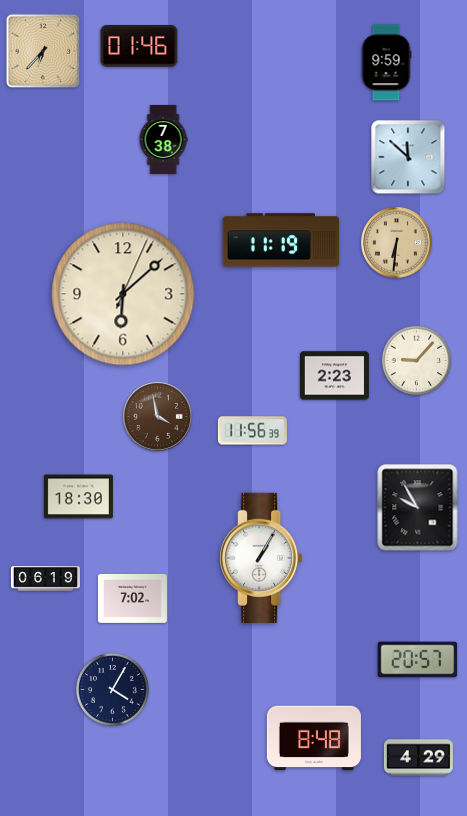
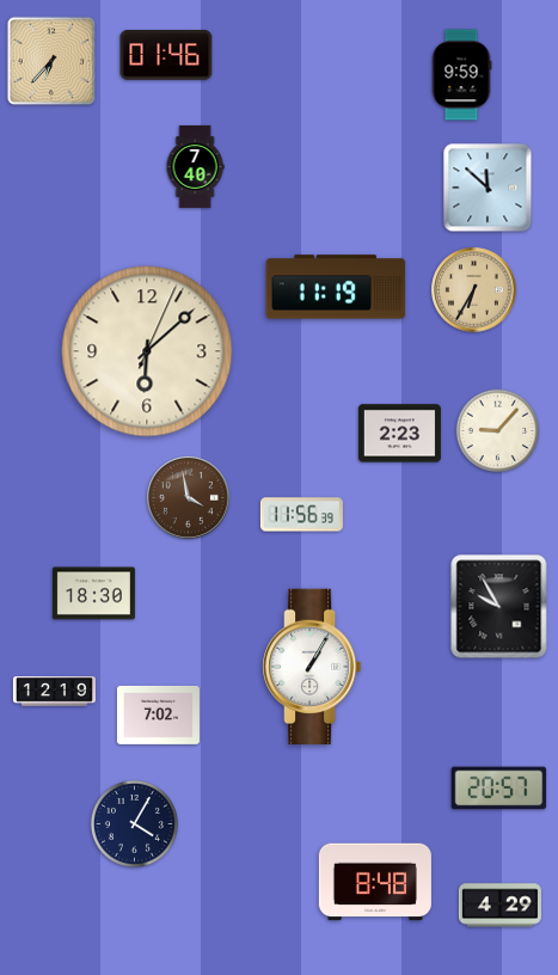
clock at (163, 139): 7:38 -> 7:40
clock at (397, 243): 6:31 -> 6:35
clock at (334, 376) position: (334, 376) -> (399, 434)
clock at (45, 579): 06:19 -> 12:19
